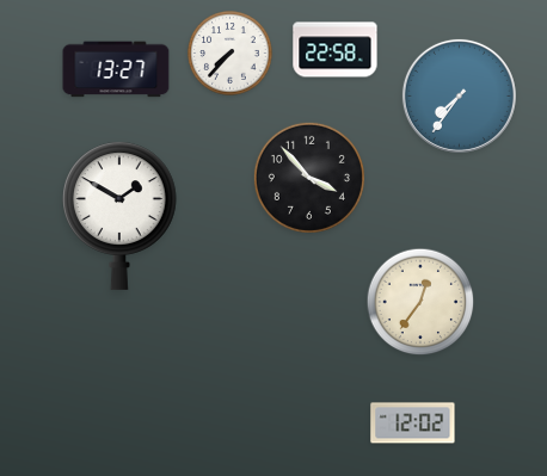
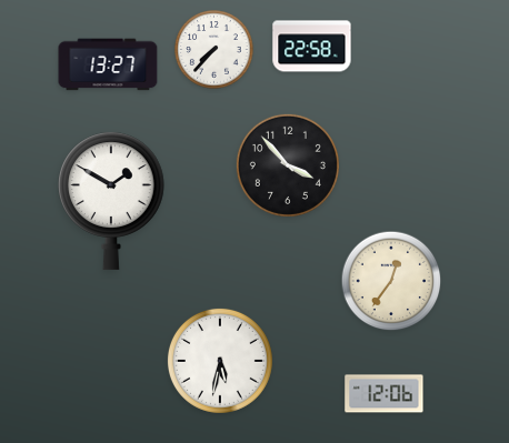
clock at (459, 95): 7:36 -> none
clock at (220, 361): none -> 5:32
clock at (413, 424): 12:02 -> 12:06
